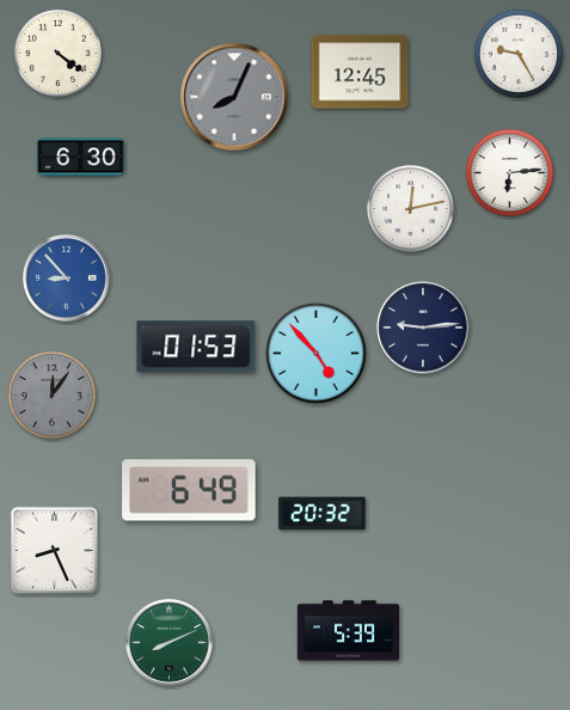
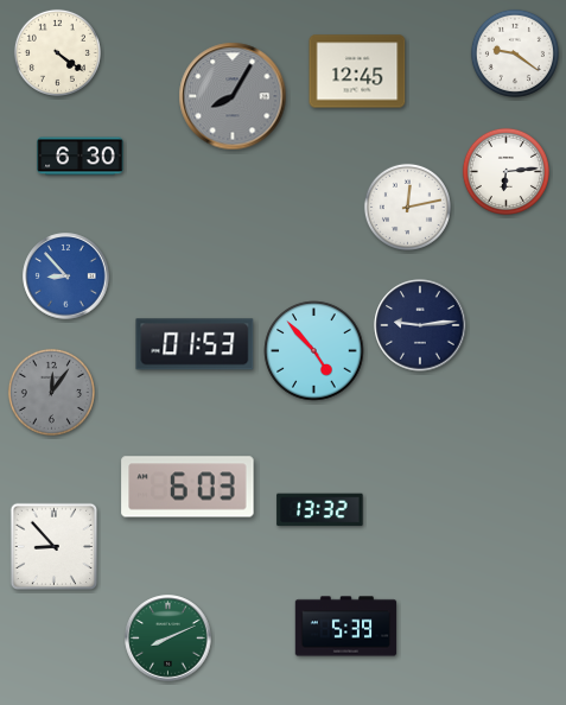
clock at (519, 54): 9:25 -> 9:21
clock at (234, 97): 8:04 -> 8:05
clock at (189, 490): 6:49 -> 6:03
clock at (323, 514): 20:32 -> 13:32
clock at (55, 551): 8:26 -> 8:53
